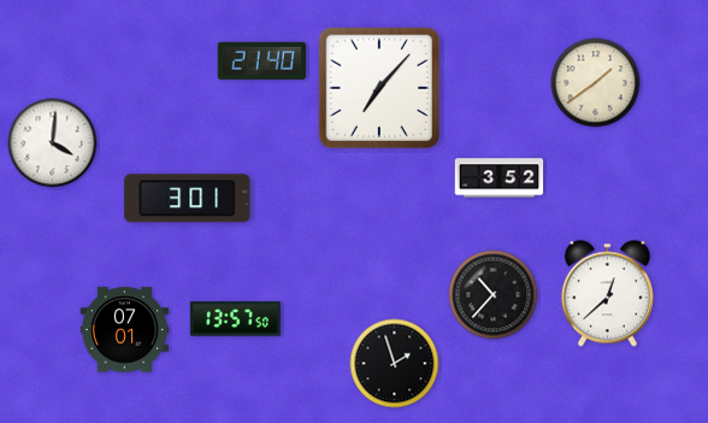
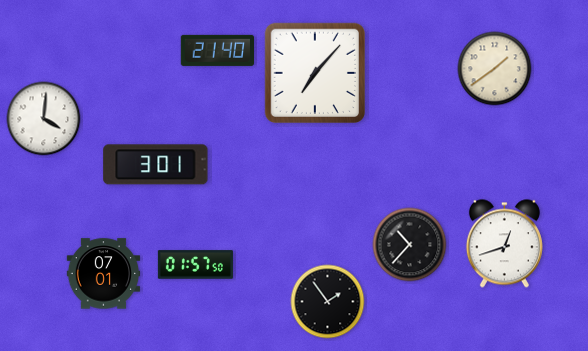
clock at (500, 178): 3:52 -> none
clock at (607, 294): 12:38 -> 12:42
clock at (235, 319): 13:57 -> 01:57
clock at (395, 364): 1:57 -> 1:54
